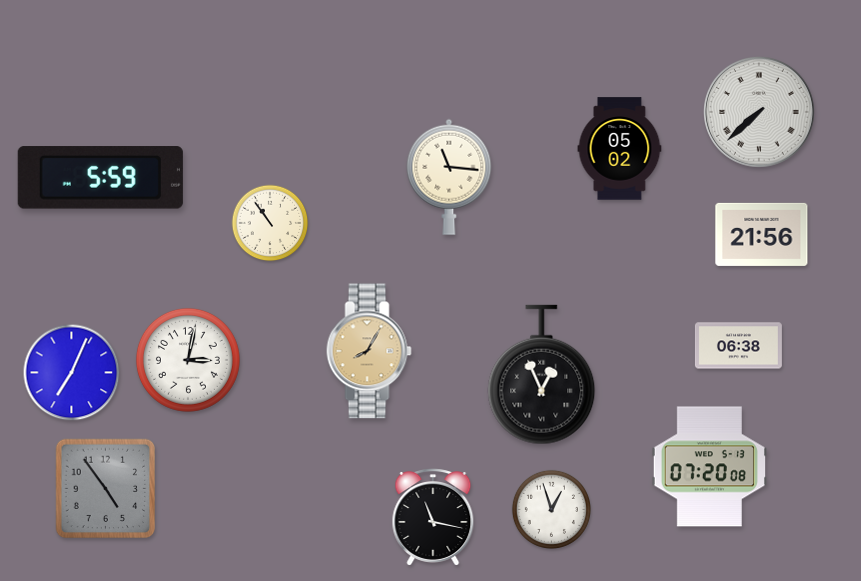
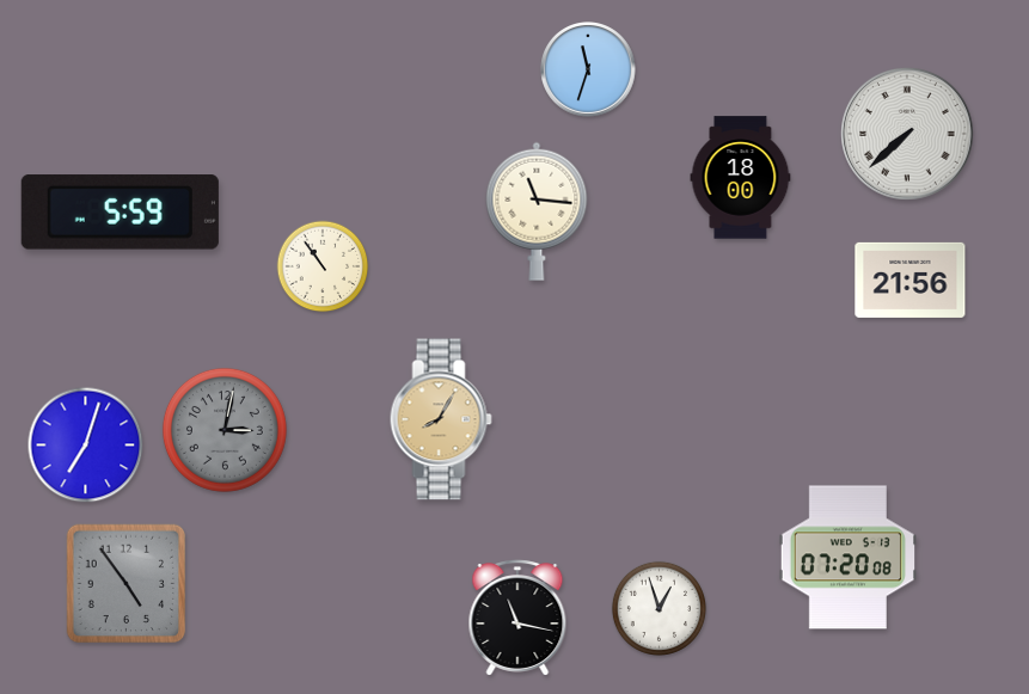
clock at (589, 70): none -> 11:33
clock at (620, 149): 05:02 -> 18:00
clock at (738, 346): 06:38 -> none
clock at (188, 360) dial: white -> grey
clock at (72, 373): 7:04 -> 7:03
clock at (542, 375): 12:56 -> none
